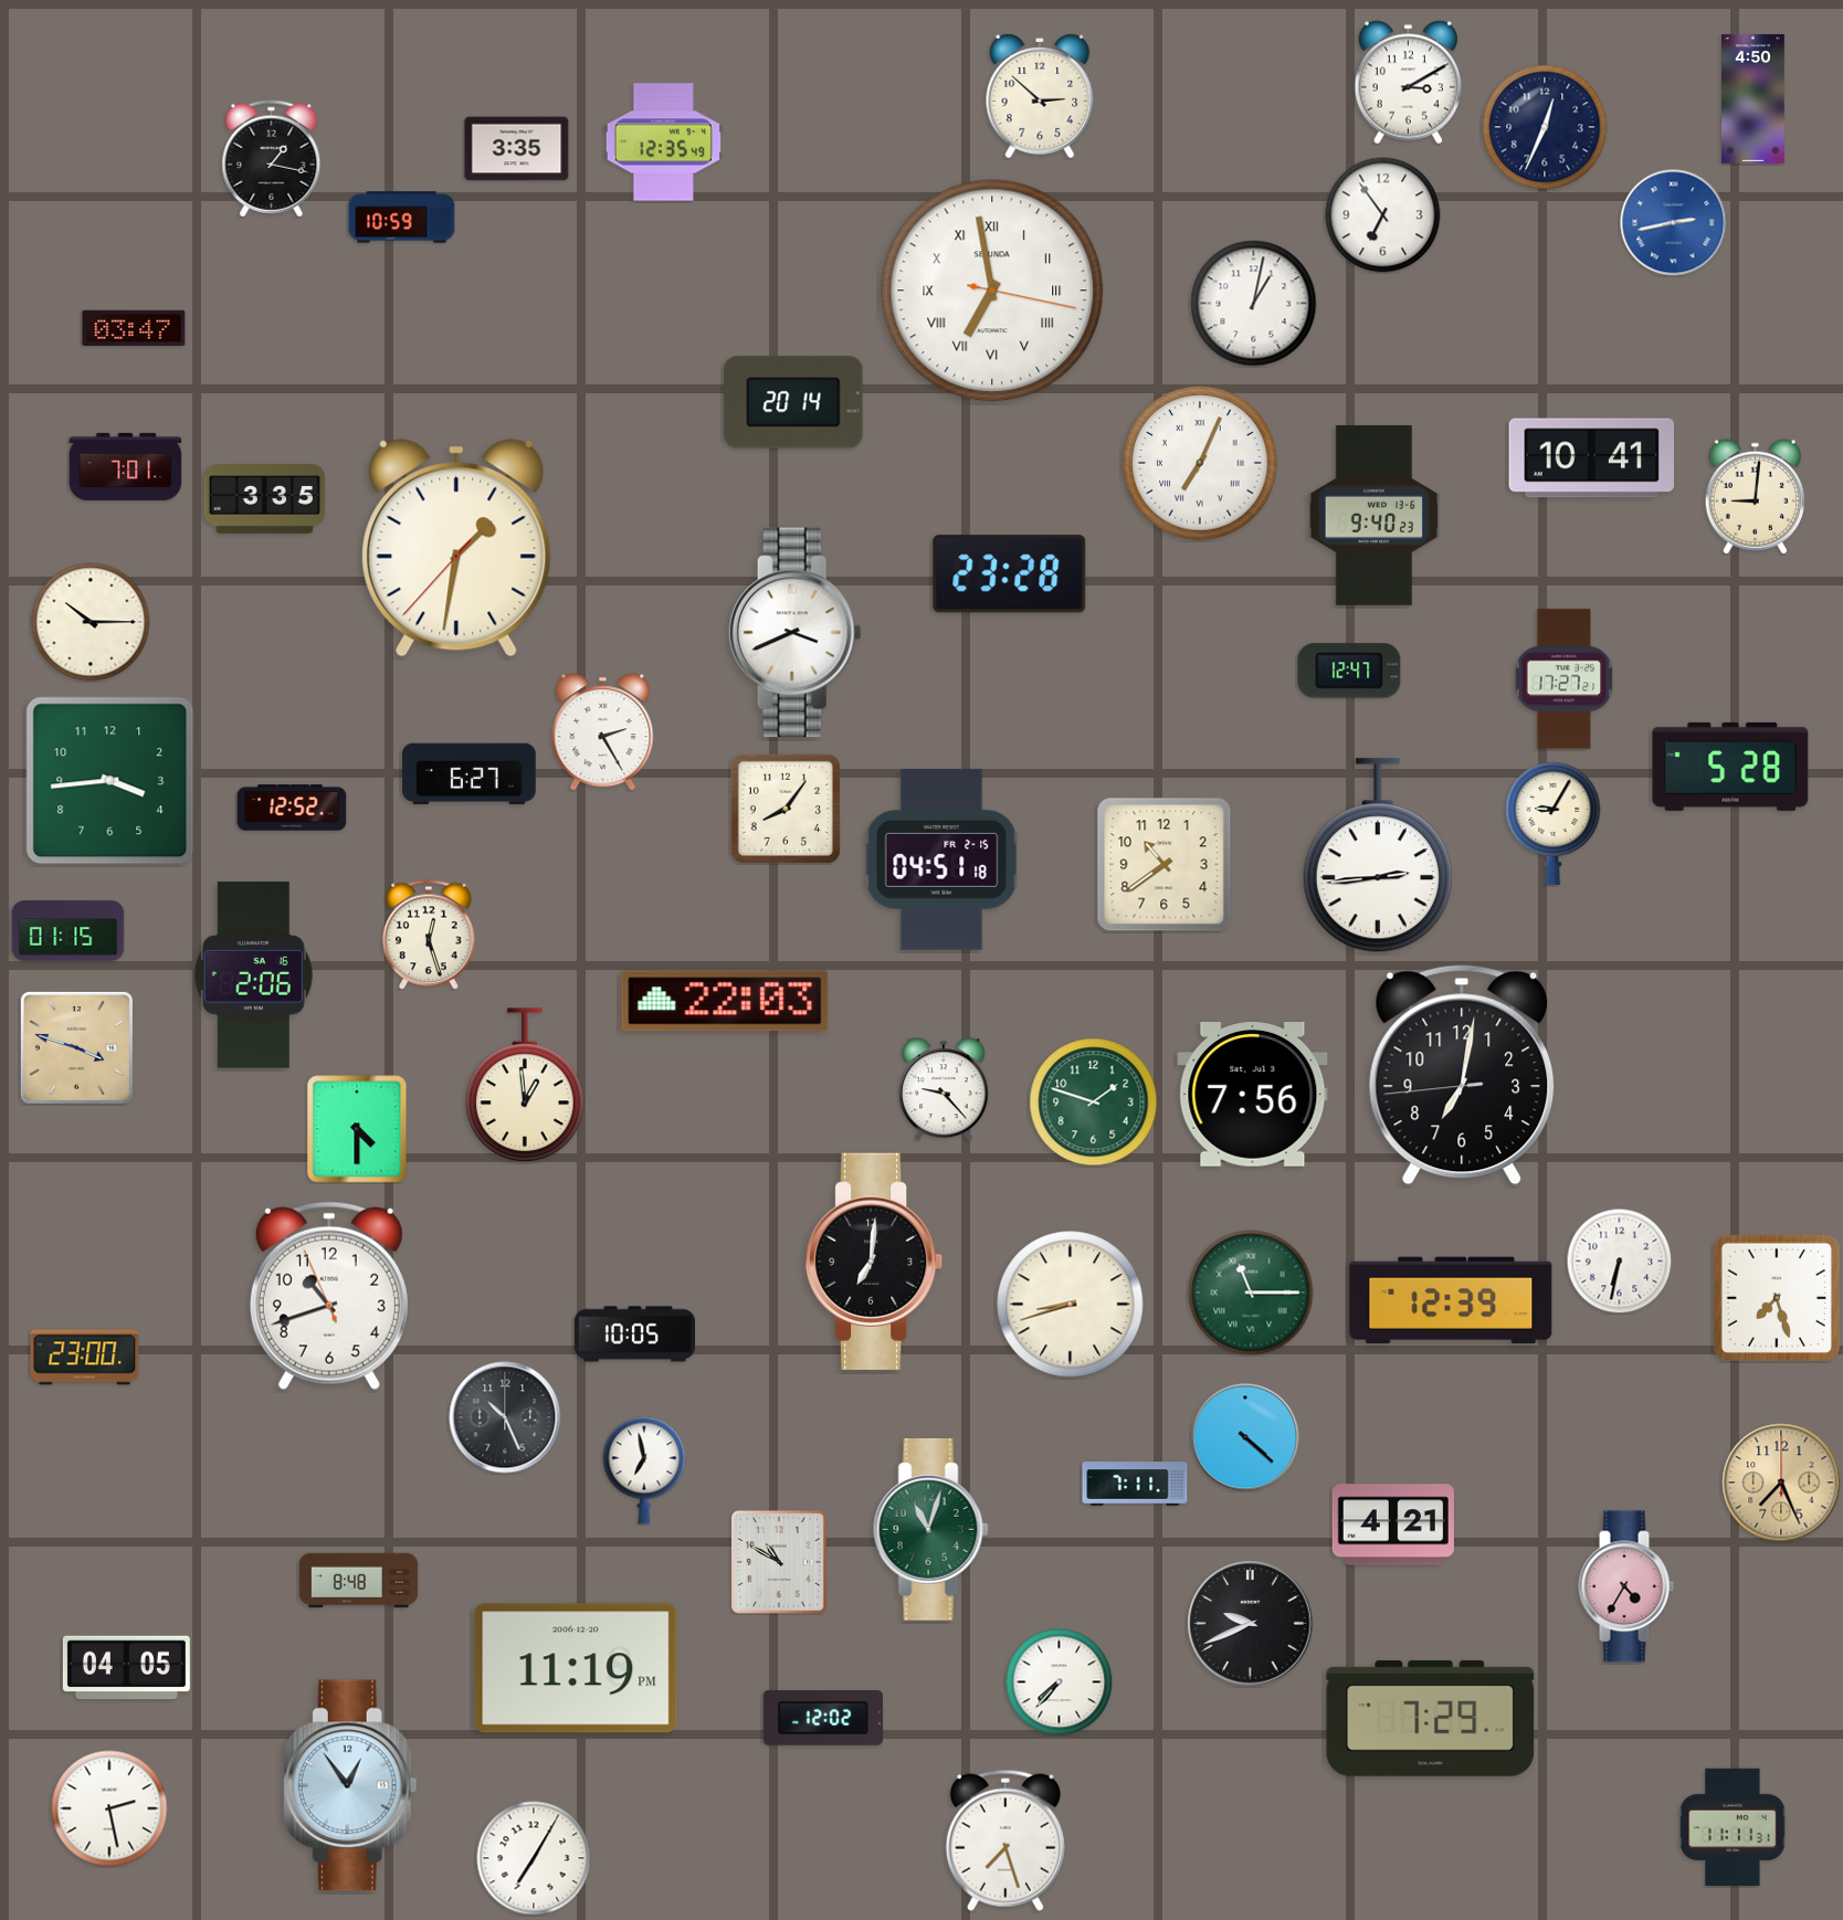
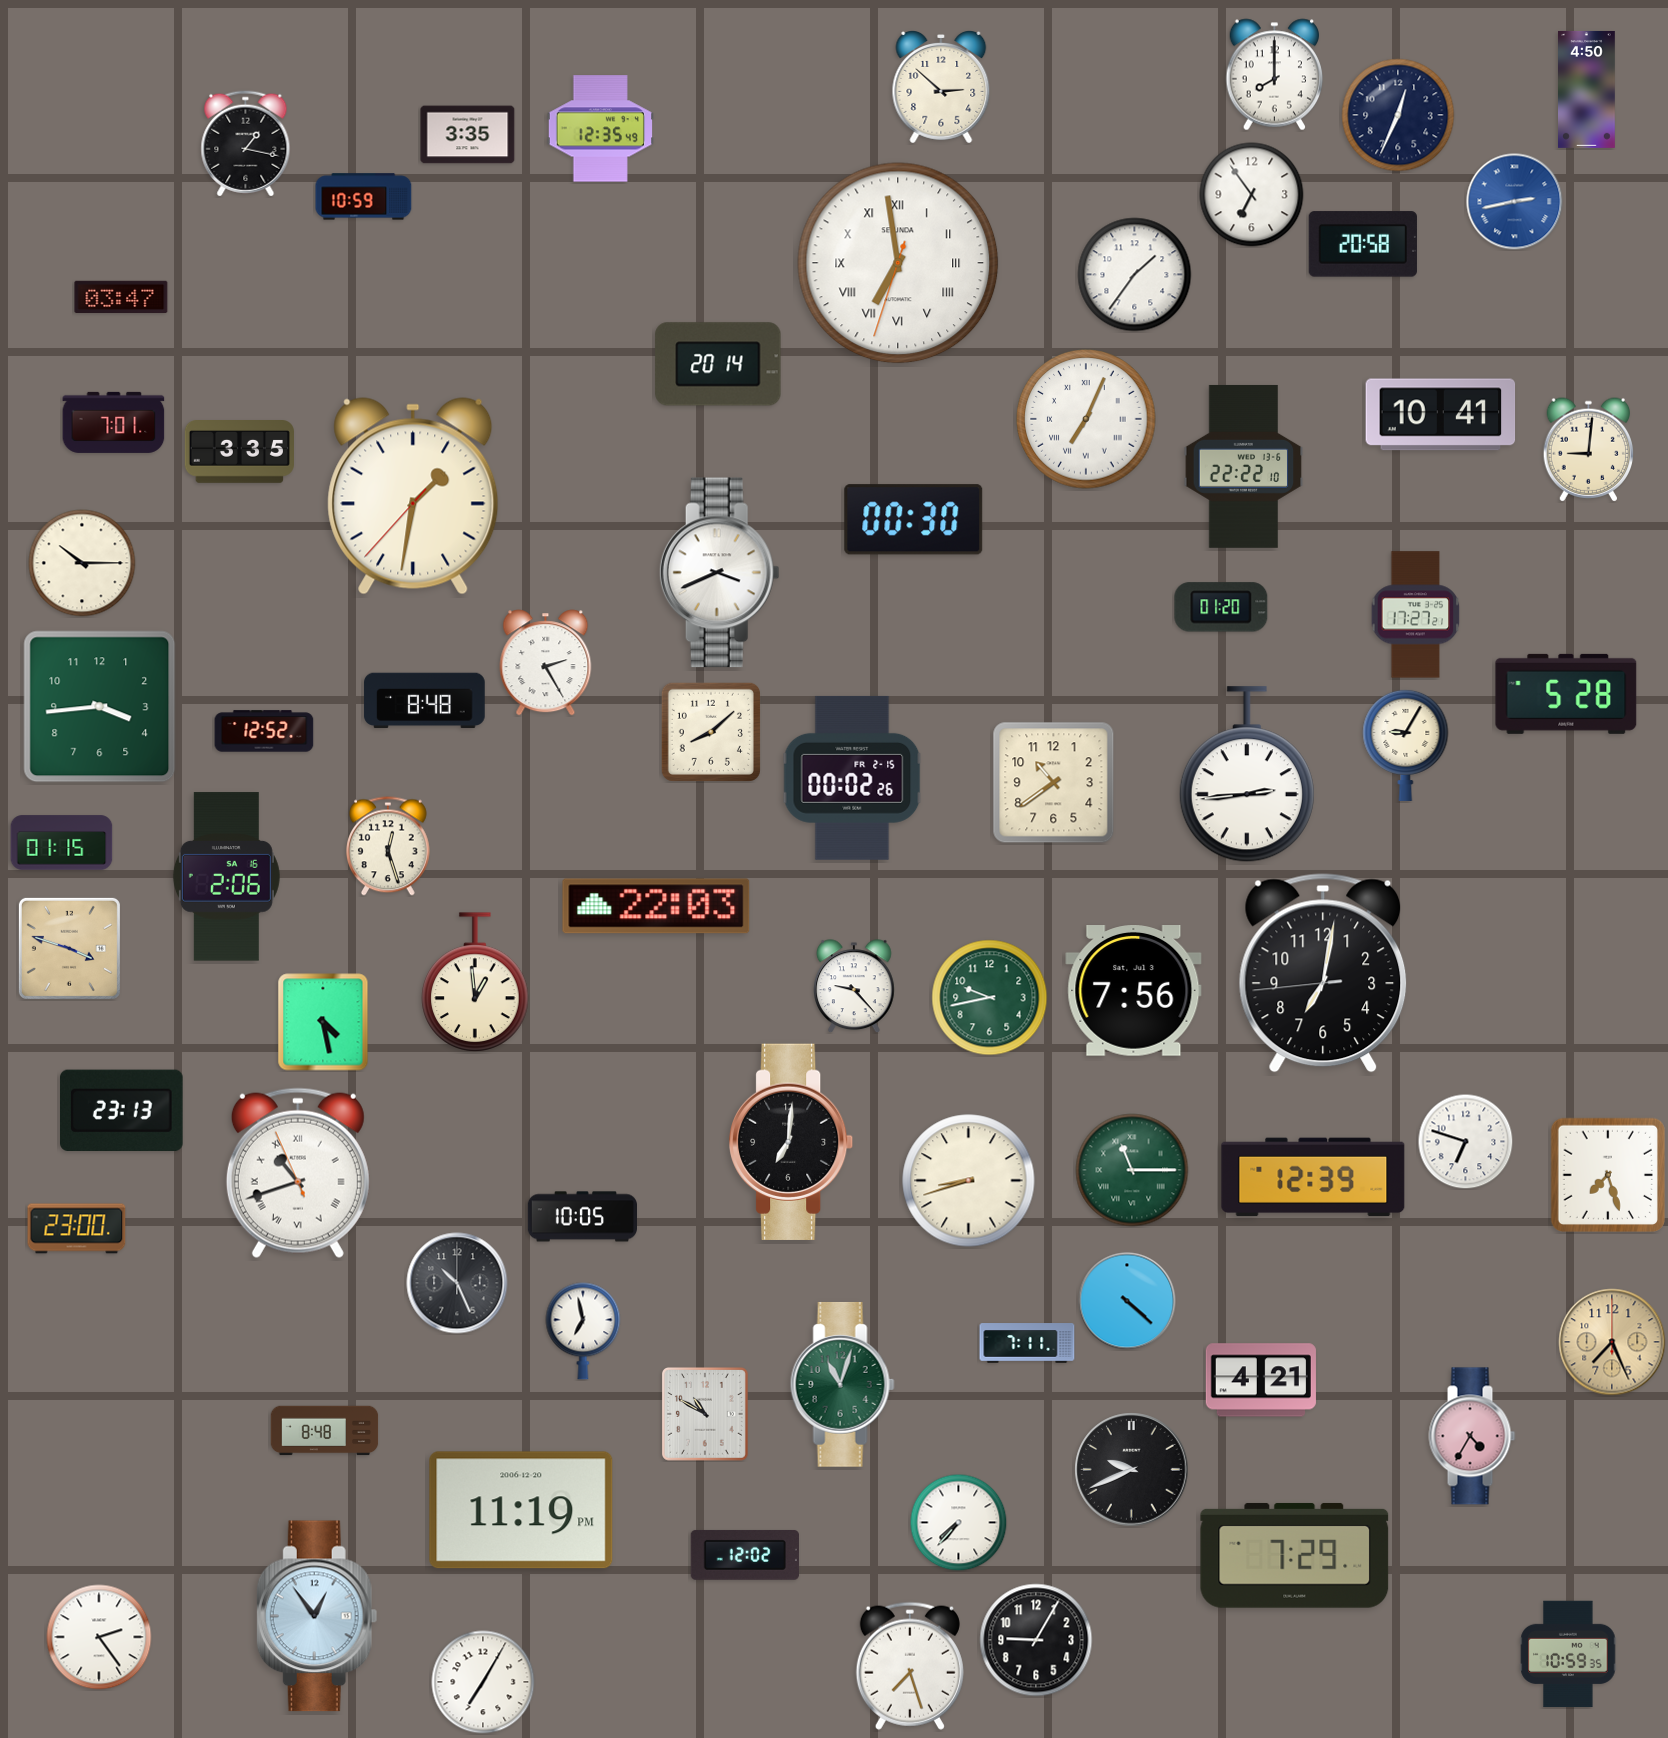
clock at (1409, 83): 3:10 -> 8:00
clock at (1363, 244): none -> 20:58
clock at (992, 291): 6:58:17 -> 6:58:33
clock at (1254, 304): 1:02 -> 1:36
clock at (1375, 515): 9:40 -> 22:22
clock at (1010, 574): 23:28 -> 00:30
clock at (1349, 671): 12:47 -> 01:20
clock at (470, 774): 6:27 -> 8:48
clock at (786, 809): 8:06 -> 8:08
clock at (941, 859): 04:51 -> 00:02
clock at (253, 975) position: (253, 975) -> (226, 877)
clock at (1094, 1103): 1:48 -> 9:43
clock at (357, 1129): 4:30 -> 4:28
clock at (122, 1110): none -> 23:13
clock at (1619, 1260): 6:32 -> 6:48
clock at (329, 1296) numerals: Arabic -> Roman
clock at (634, 1334) position: (634, 1334) -> (582, 1217)
clock at (126, 1668): 04:05 -> none
clock at (109, 1808): 2:28 -> 2:24
clock at (1036, 1640): none -> 9:05
clock at (1733, 1827): 11:11 -> 10:59
